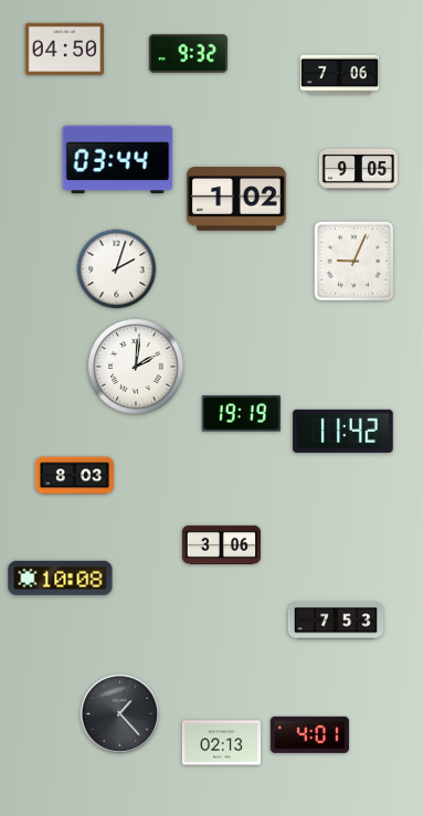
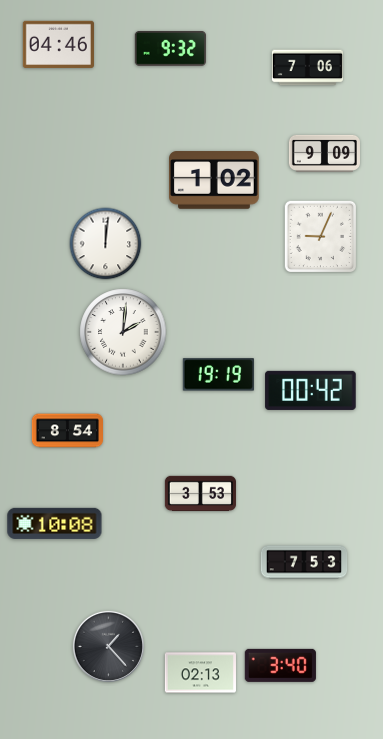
clock at (64, 49): 04:50 -> 04:46
clock at (118, 160): 03:44 -> none
clock at (358, 169): 9:05 -> 9:09
clock at (117, 269): 2:03 -> 12:01
clock at (343, 431): 11:42 -> 00:42
clock at (74, 476): 8:03 -> 8:54
clock at (221, 545): 3:06 -> 3:53
clock at (309, 734): 4:01 -> 3:40
